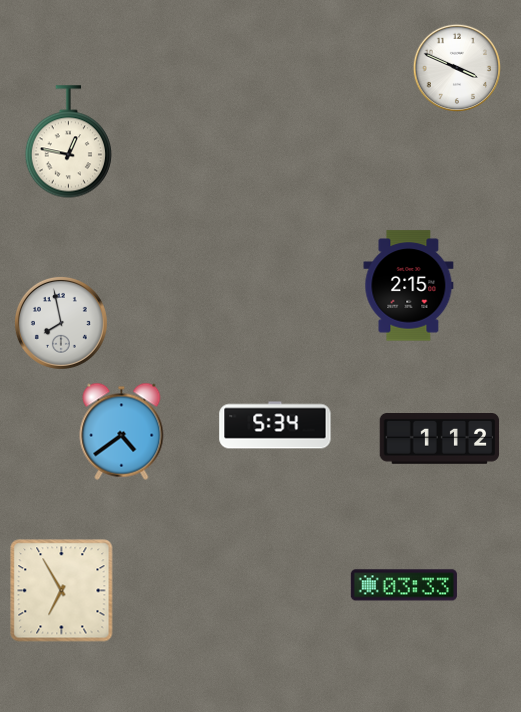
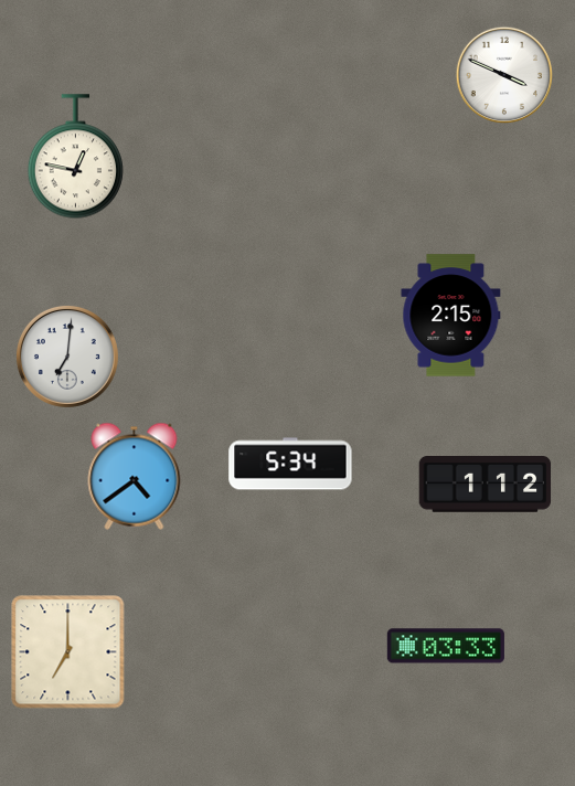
clock at (61, 323): 7:58 -> 7:01
clock at (275, 425) position: (275, 425) -> (290, 464)
clock at (62, 591): 6:55 -> 7:00
